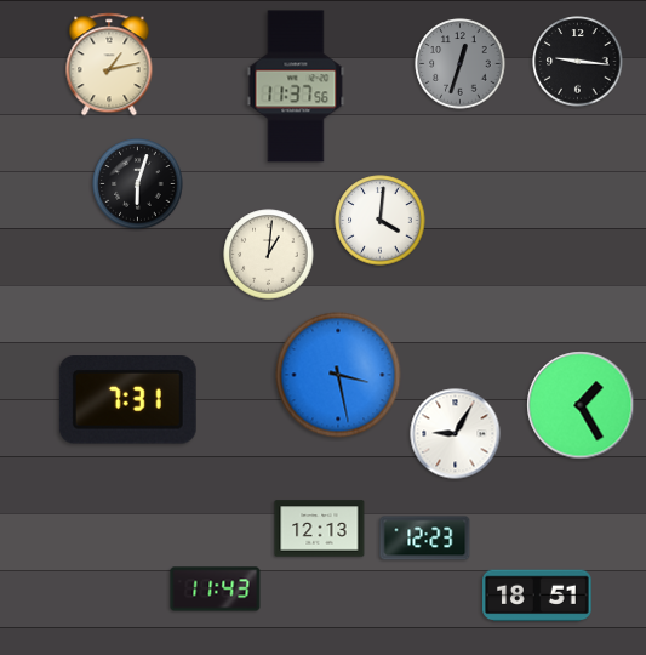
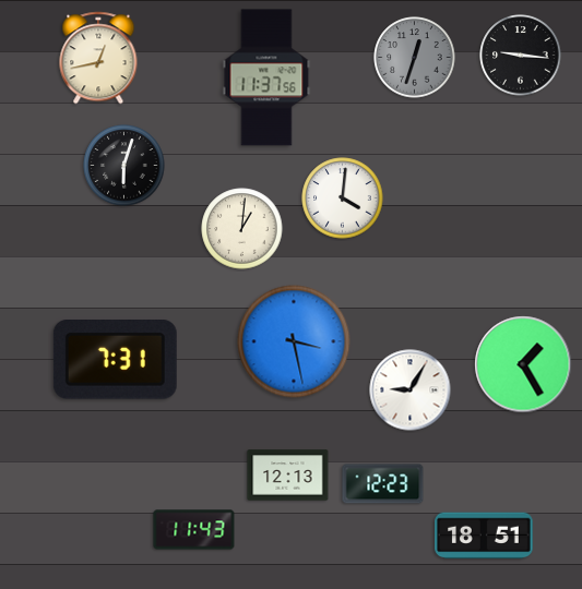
clock at (109, 64): 1:13 -> 12:43
clock at (338, 375) position: (338, 375) -> (294, 341)
